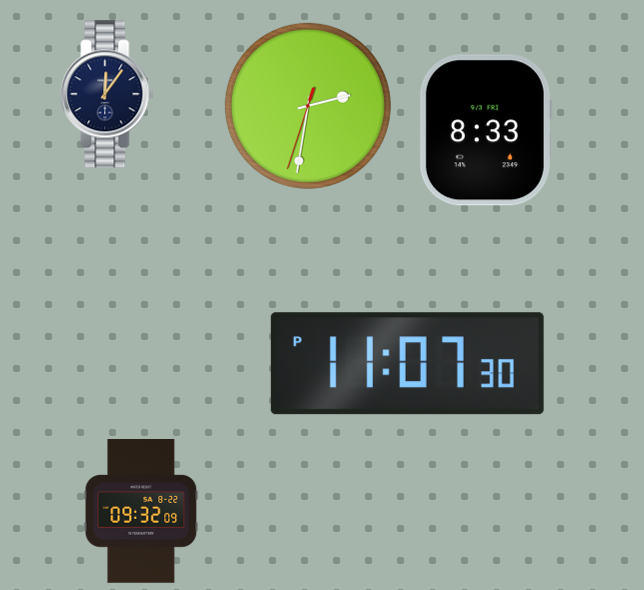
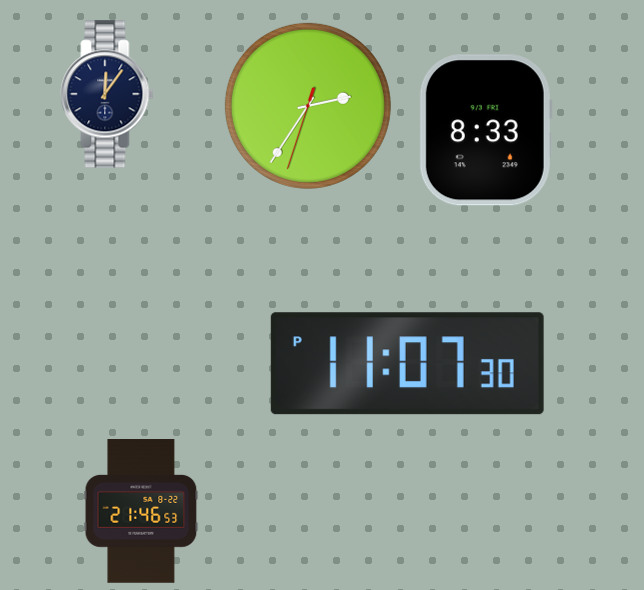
clock at (308, 106): 2:31 -> 2:35
clock at (141, 512): 09:32 -> 21:46
